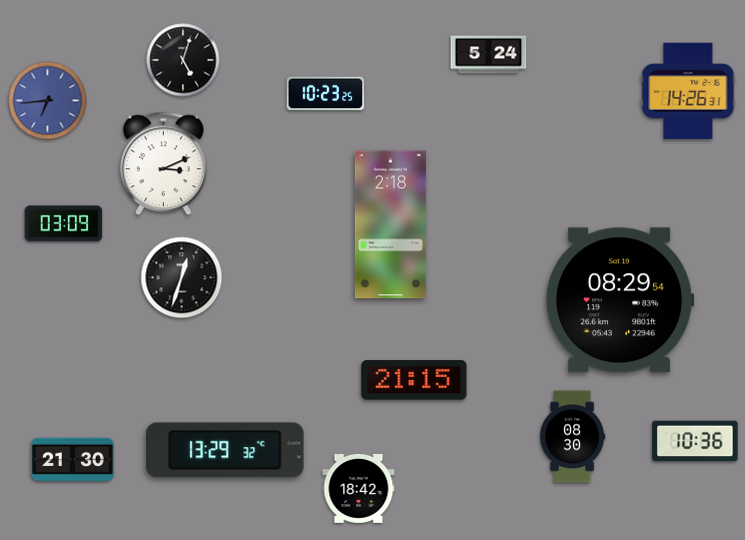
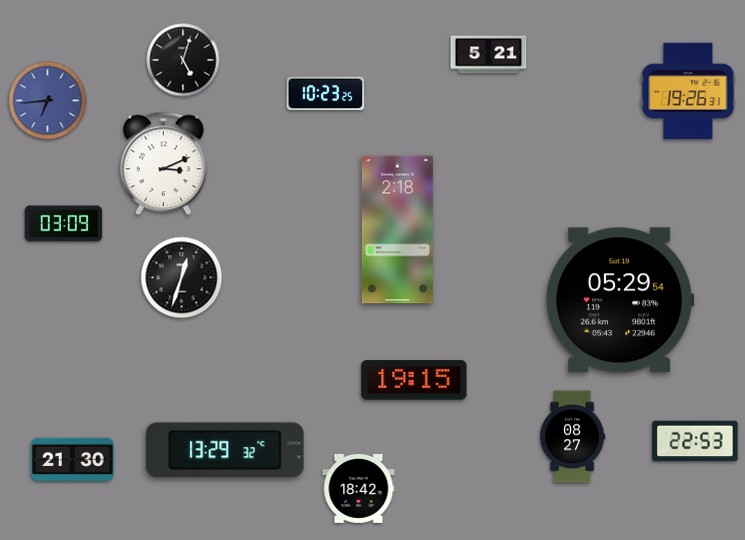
clock at (489, 55): 5:24 -> 5:21
clock at (688, 91): 14:26 -> 19:26
clock at (390, 225) position: (390, 225) -> (397, 230)
clock at (620, 300): 08:29 -> 05:29
clock at (414, 380): 21:15 -> 19:15
clock at (572, 437): 08:30 -> 08:27
clock at (695, 441): 10:36 -> 22:53
